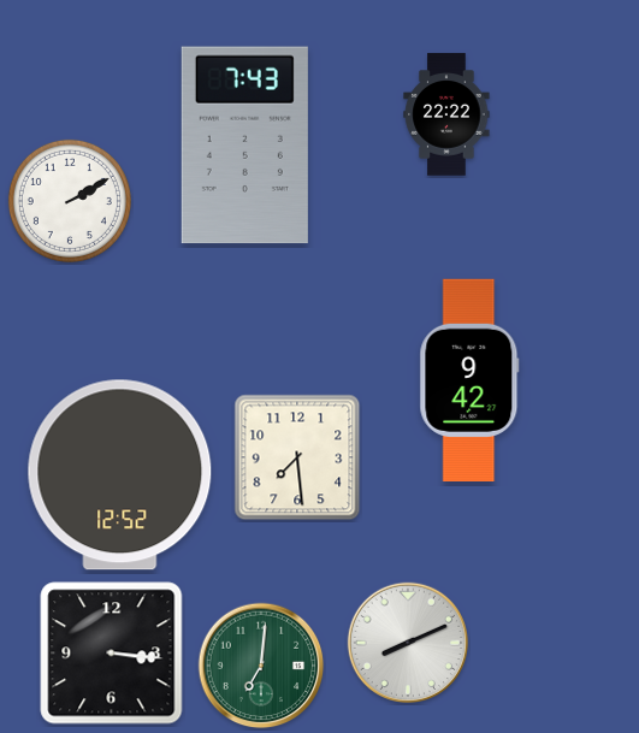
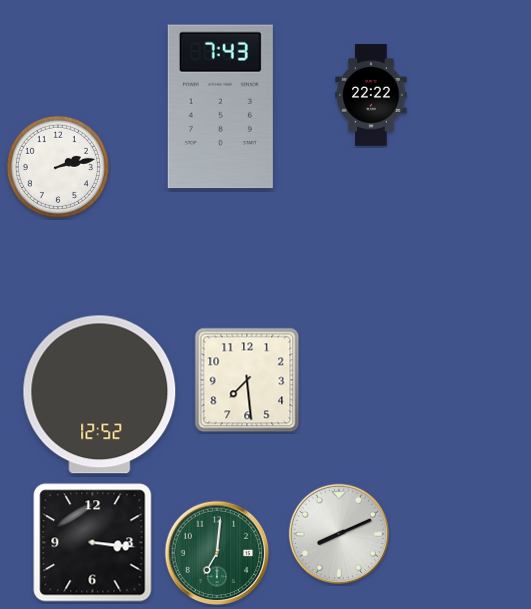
clock at (244, 146) position: (244, 146) -> (220, 107)
clock at (70, 201): 2:10 -> 2:13
clock at (469, 379): 9:42 -> none
